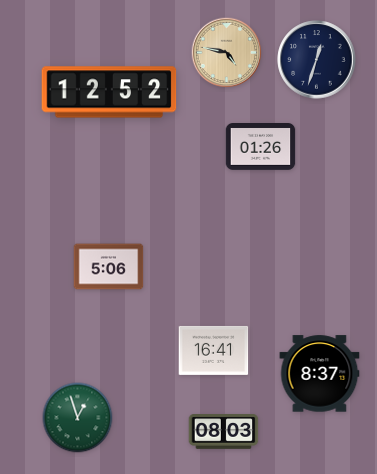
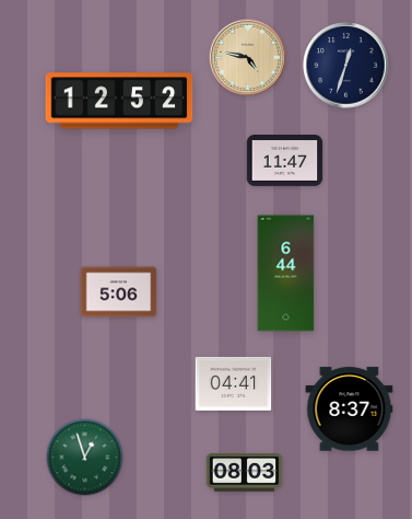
clock at (261, 147): 01:26 -> 11:47
clock at (286, 274): none -> 6:44
clock at (214, 350): 16:41 -> 04:41
